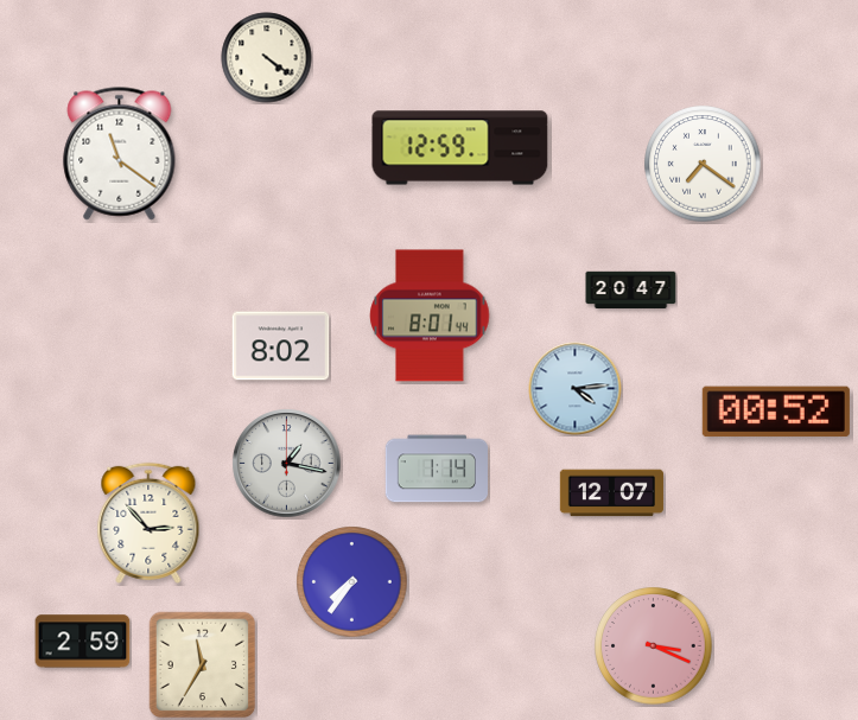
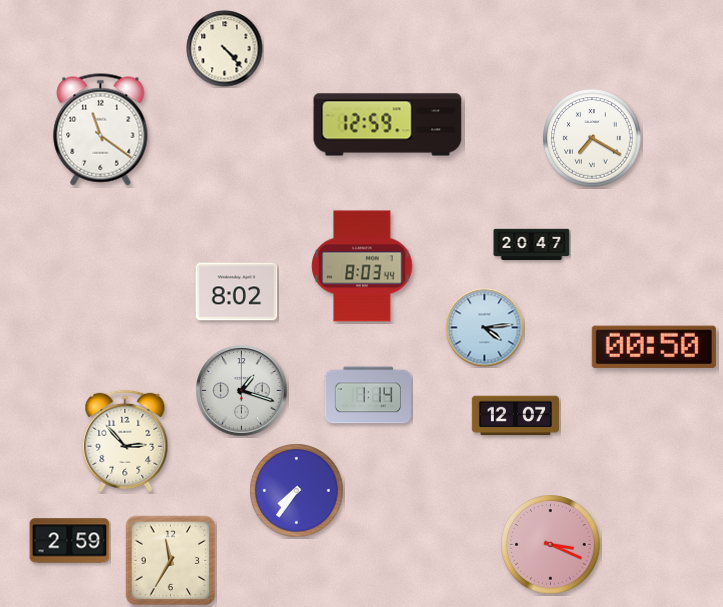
clock at (267, 58): 4:21 -> 4:23
clock at (703, 164): 7:21 -> 7:20
clock at (430, 316): 8:01 -> 8:03
clock at (776, 412): 00:52 -> 00:50
clock at (287, 464): 1:17 -> 1:18
